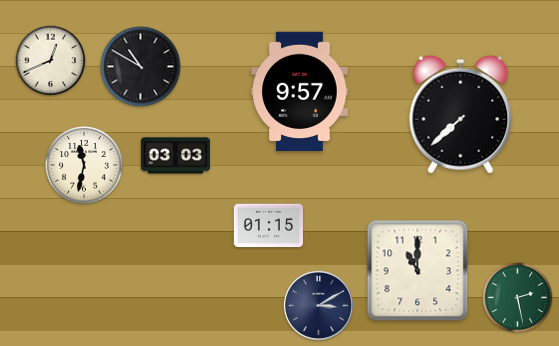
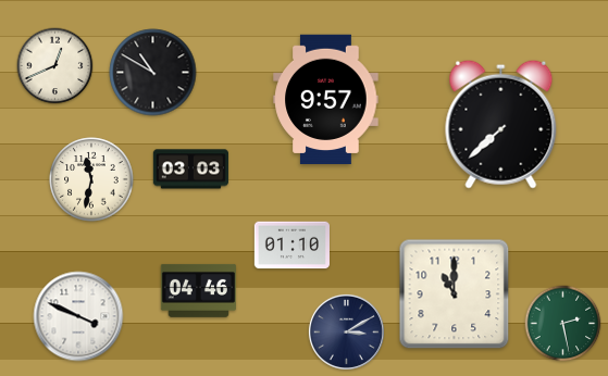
clock at (268, 226): 01:15 -> 01:10
clock at (198, 290): none -> 04:46
clock at (78, 316): none -> 3:49
